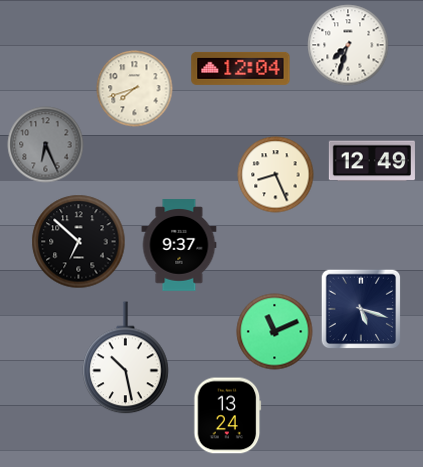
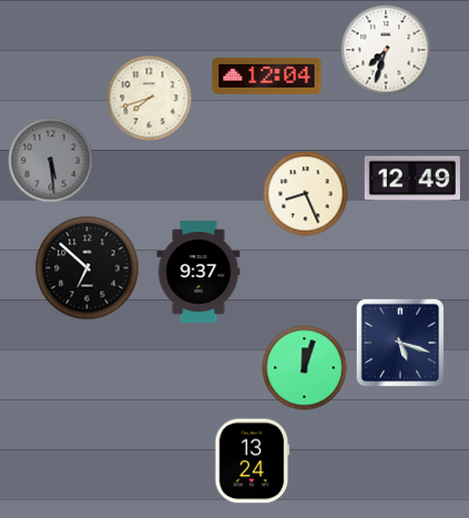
clock at (46, 145): 6:26 -> 5:29
clock at (275, 332): 11:11 -> 12:03
clock at (126, 358): 10:28 -> none
